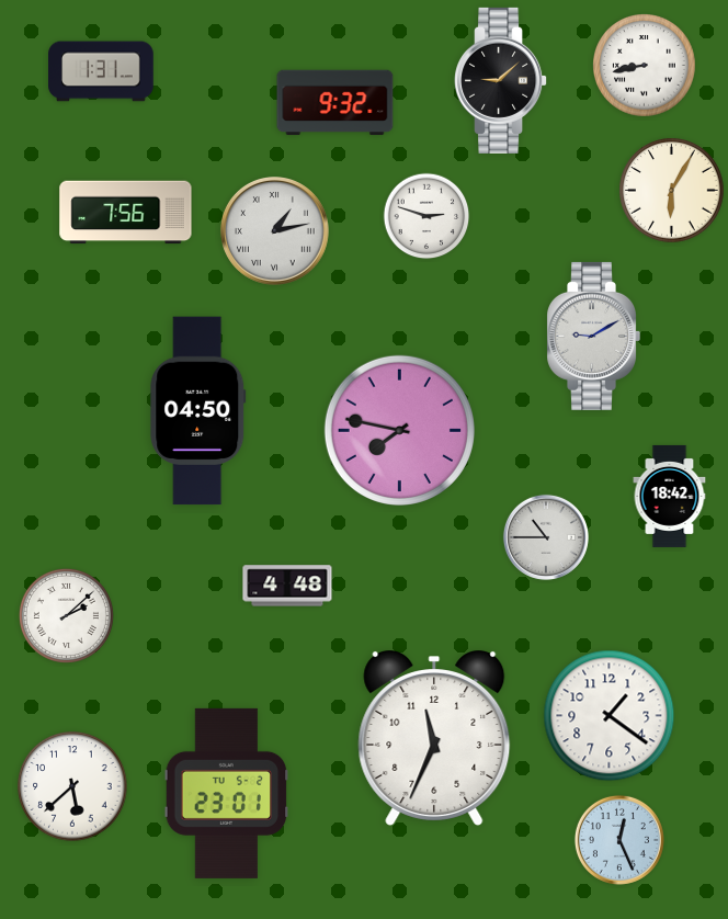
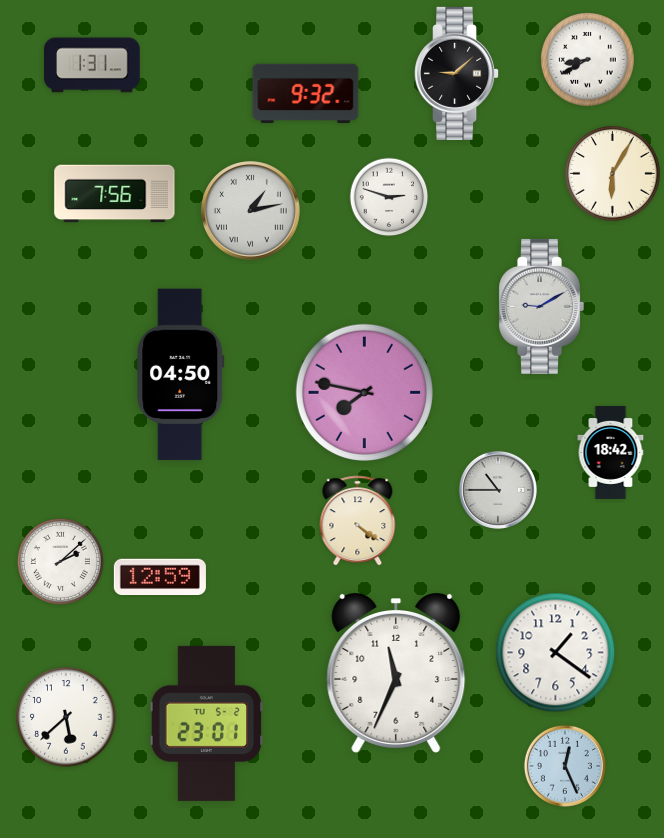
clock at (645, 66): 8:43 -> 8:40
clock at (358, 521): none -> 4:21
clock at (287, 586): 4:48 -> none
clock at (160, 576): none -> 12:59
